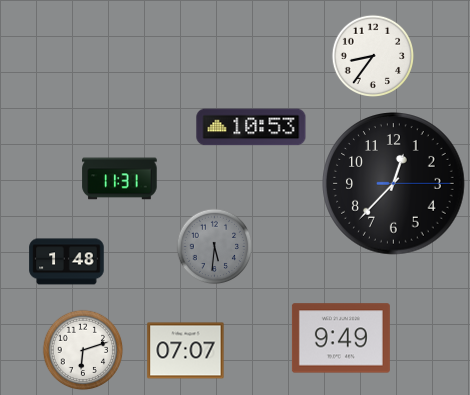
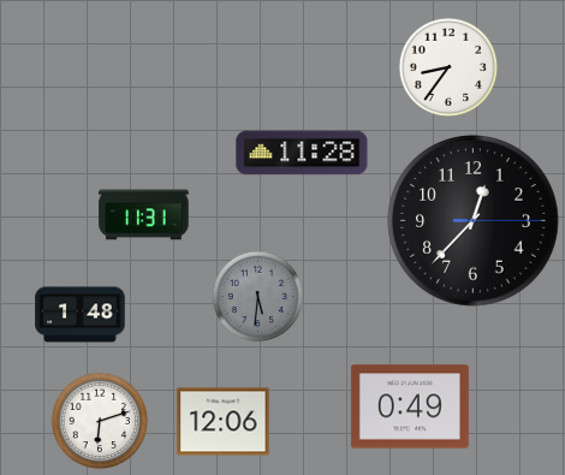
clock at (251, 127): 10:53 -> 11:28
clock at (341, 338): 9:49 -> 0:49
clock at (186, 351): 07:07 -> 12:06
